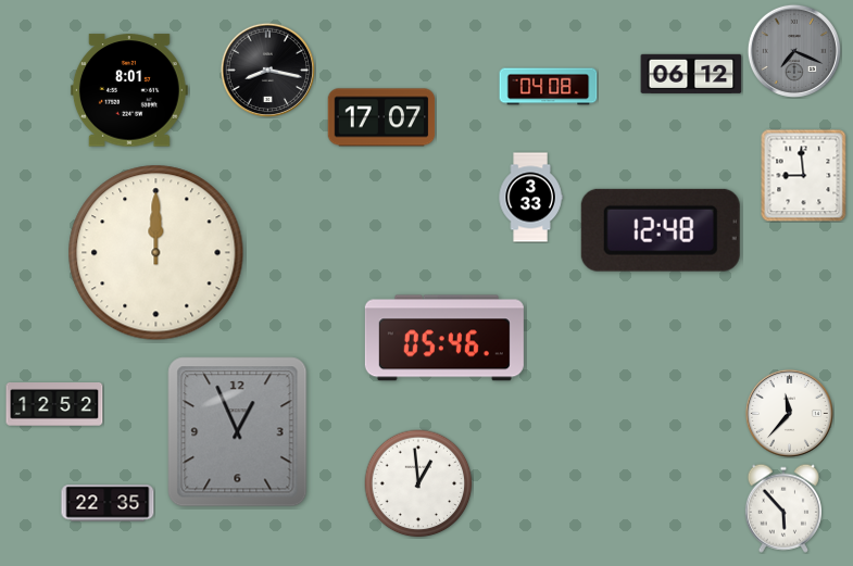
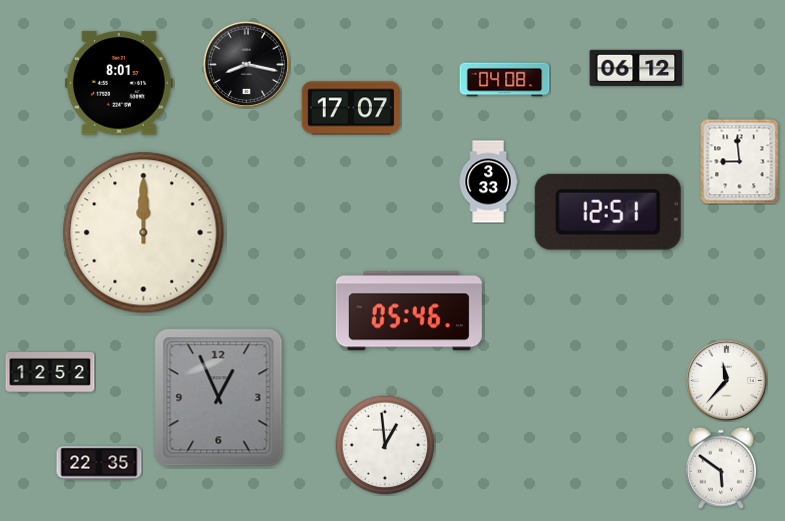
clock at (794, 51): 7:19 -> none
clock at (661, 230): 12:48 -> 12:51
clock at (783, 508): 5:53 -> 5:51
